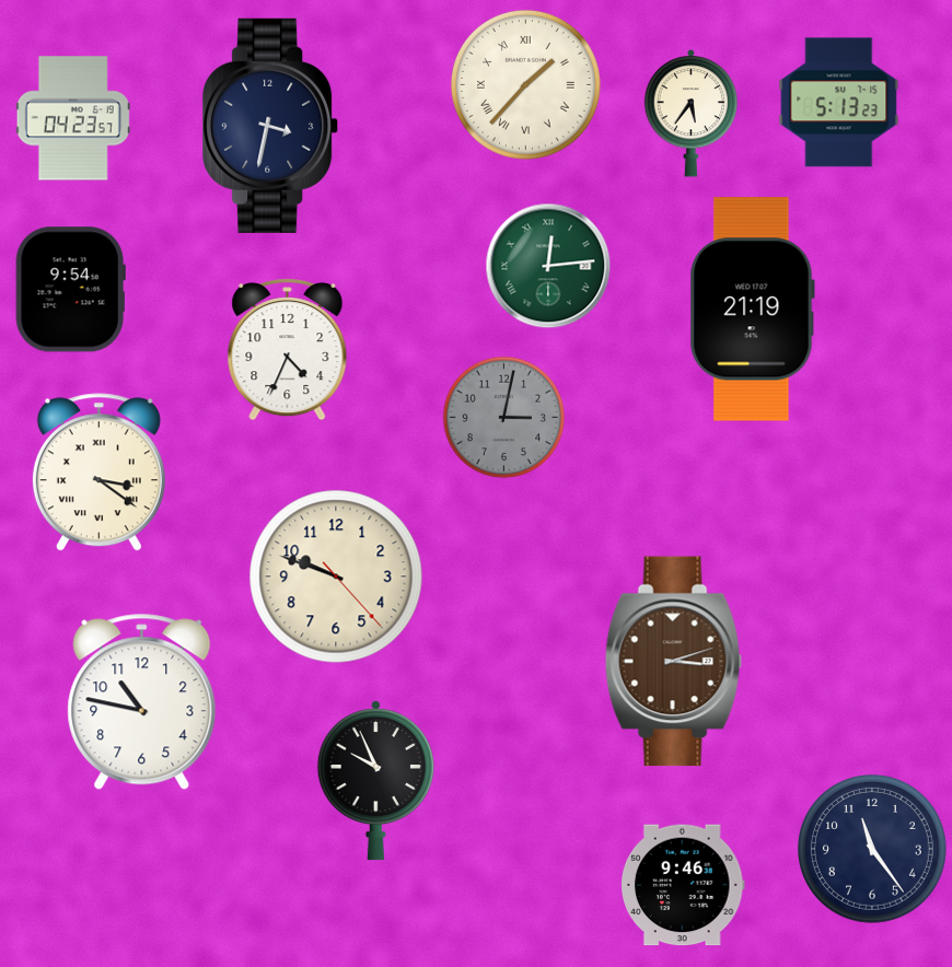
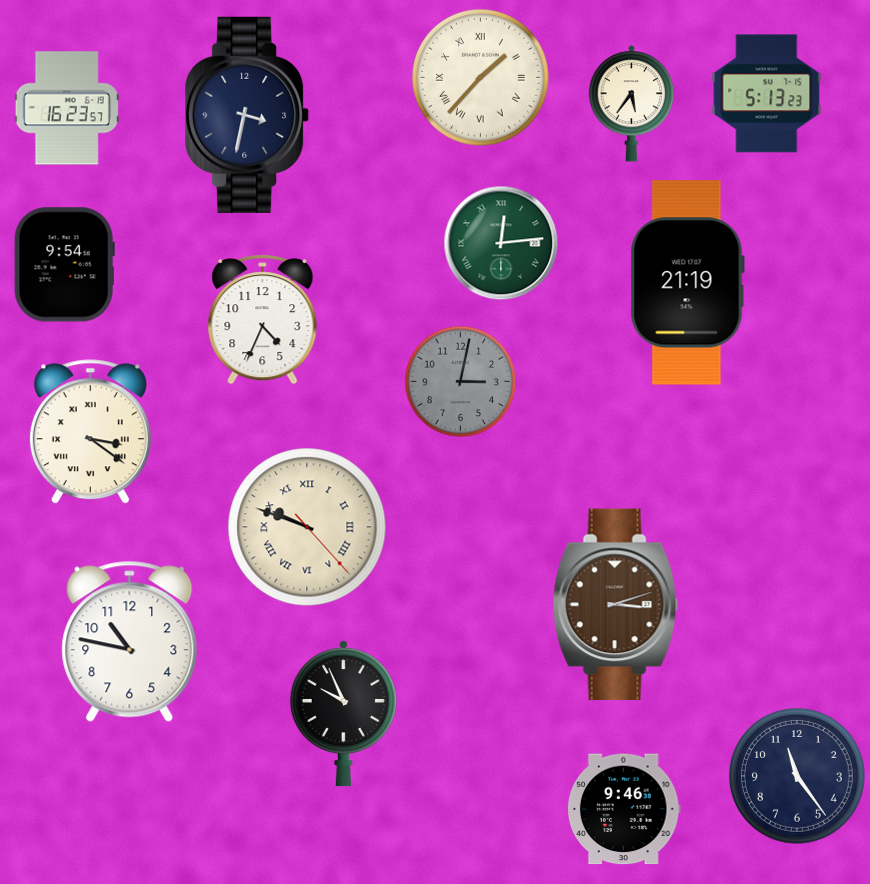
clock at (73, 118): 04:23 -> 16:23
clock at (336, 576) numerals: Arabic -> Roman
